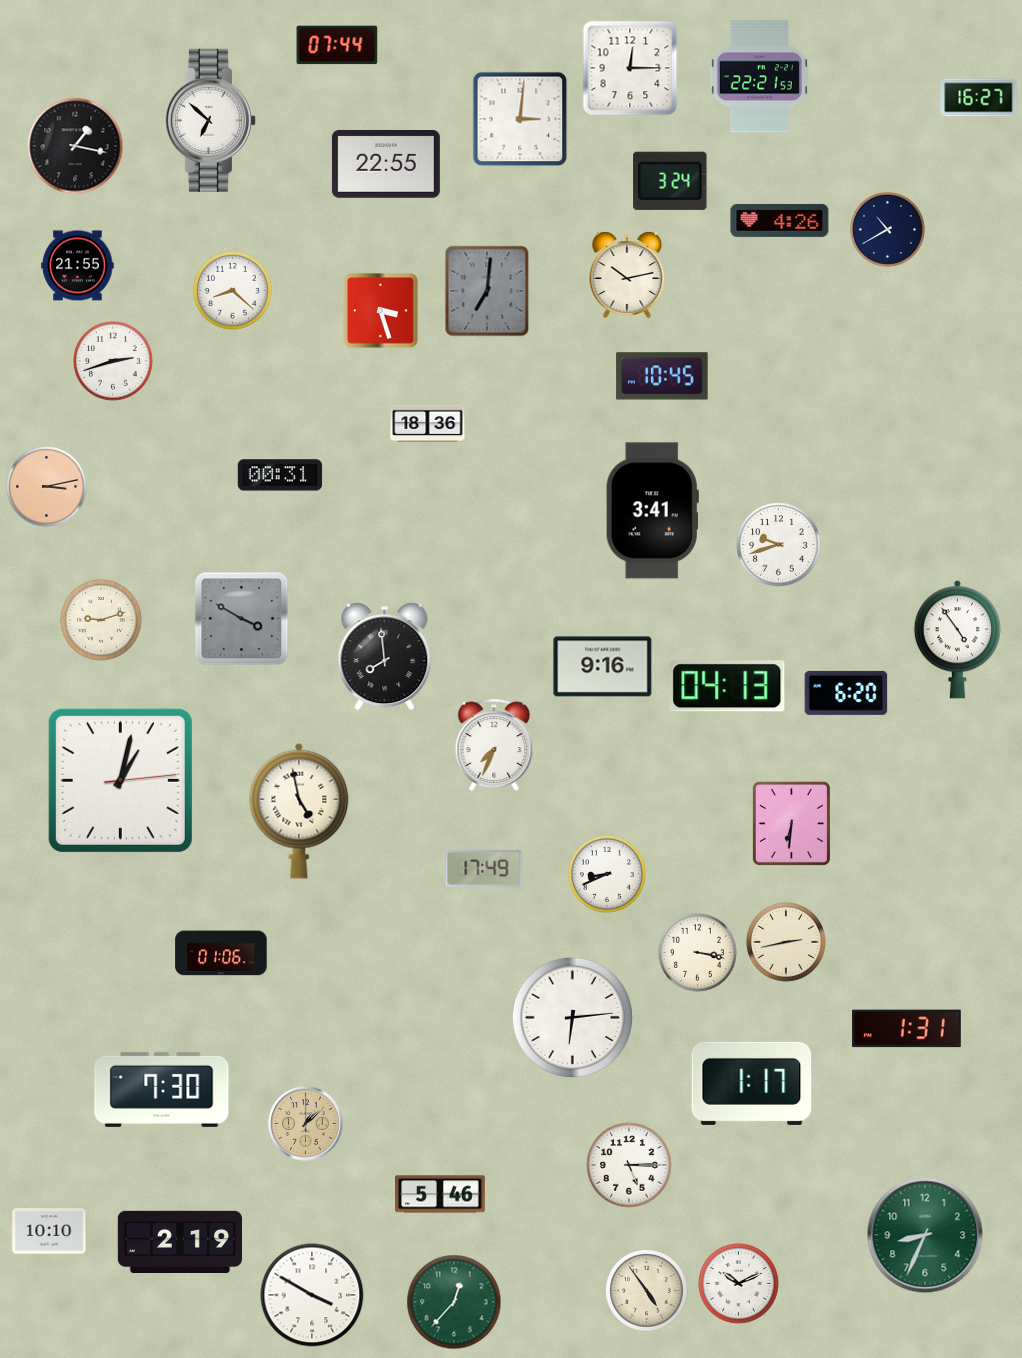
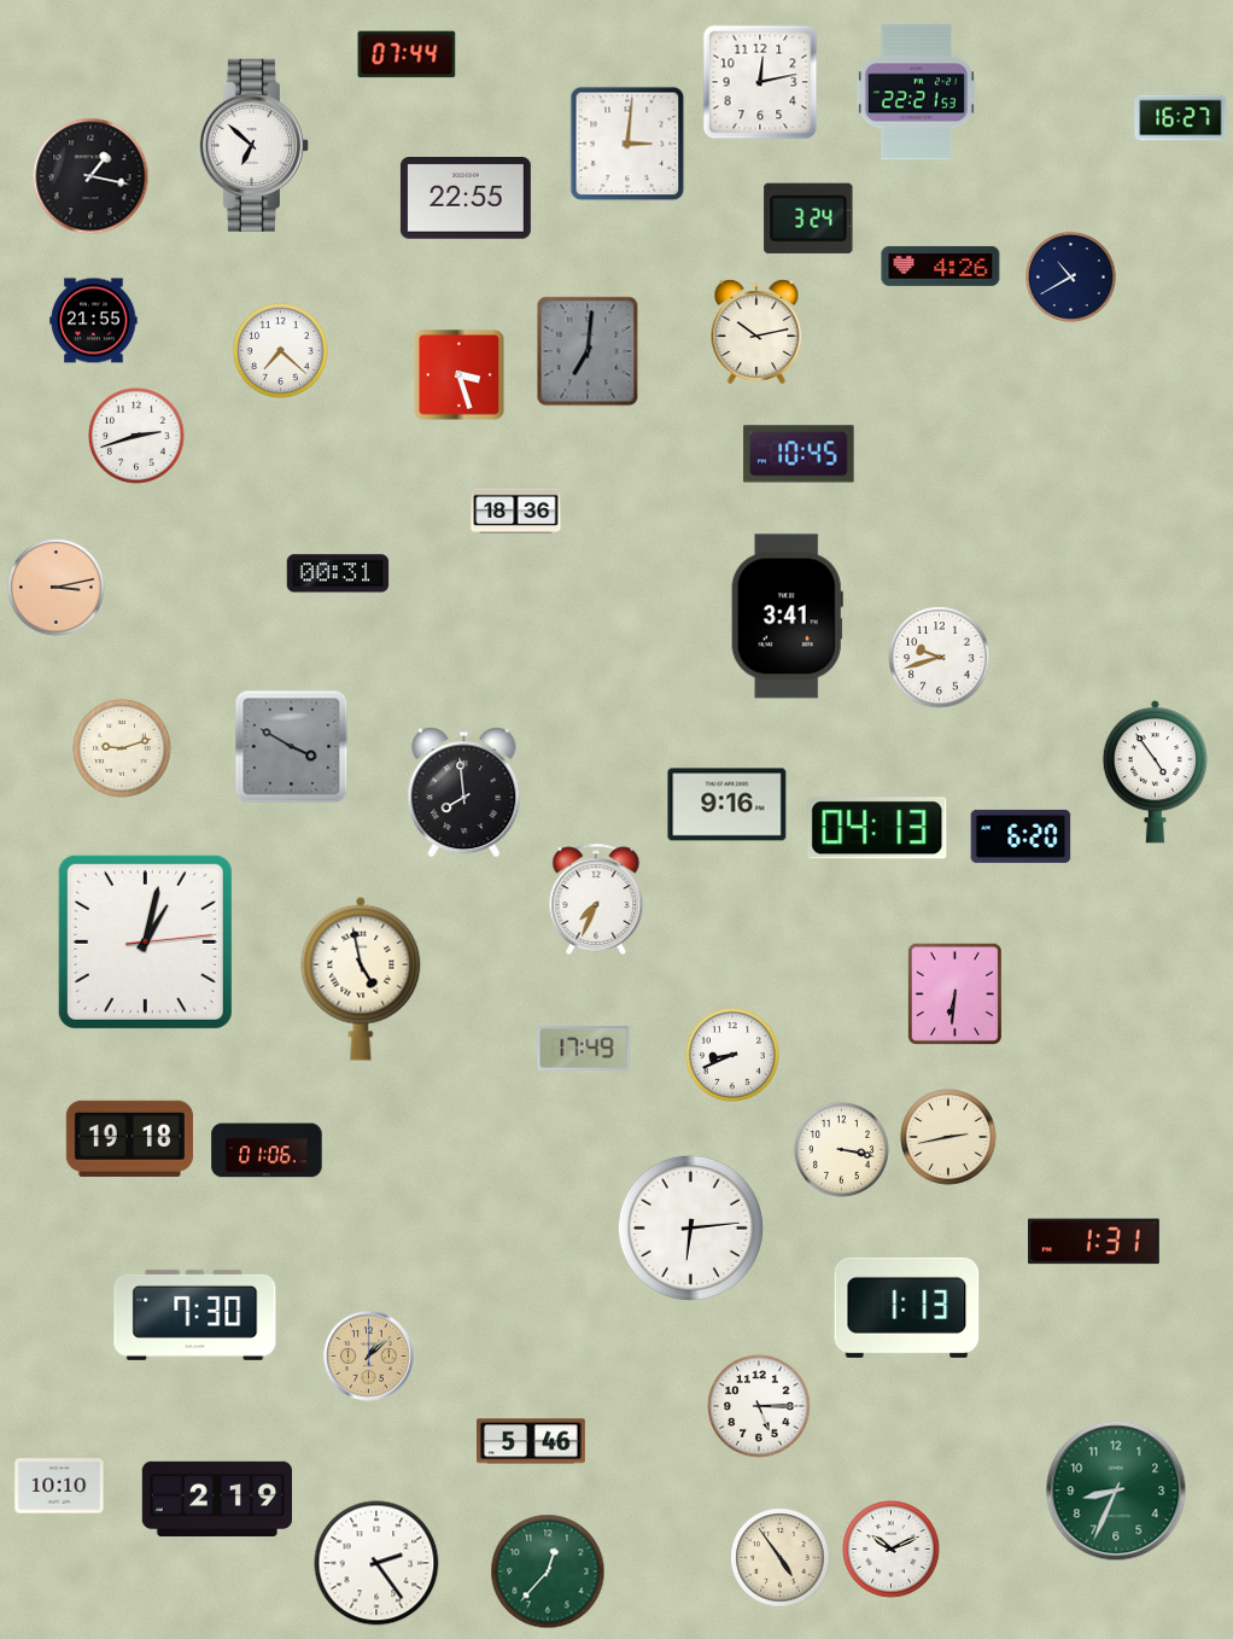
clock at (630, 68): 12:15 -> 12:13
clock at (233, 291): 8:22 -> 7:22
clock at (129, 1138): none -> 19:18
clock at (752, 1083): 1:17 -> 1:13
clock at (312, 1295): 3:50 -> 2:24
